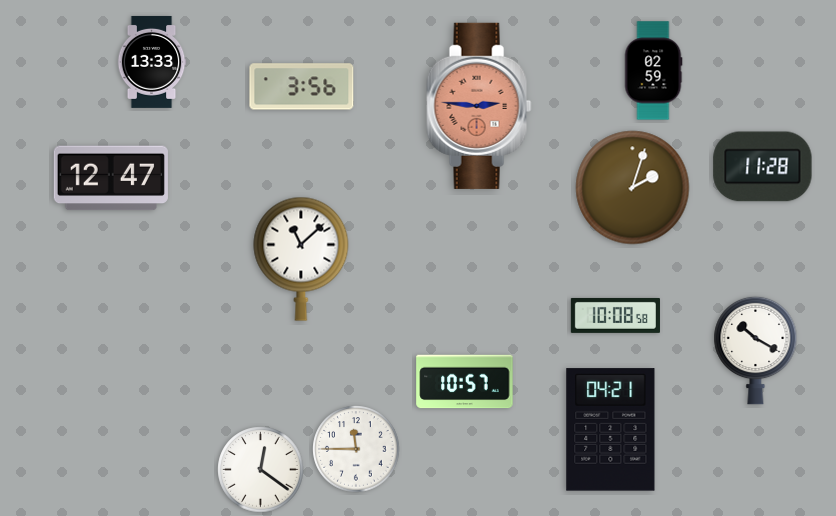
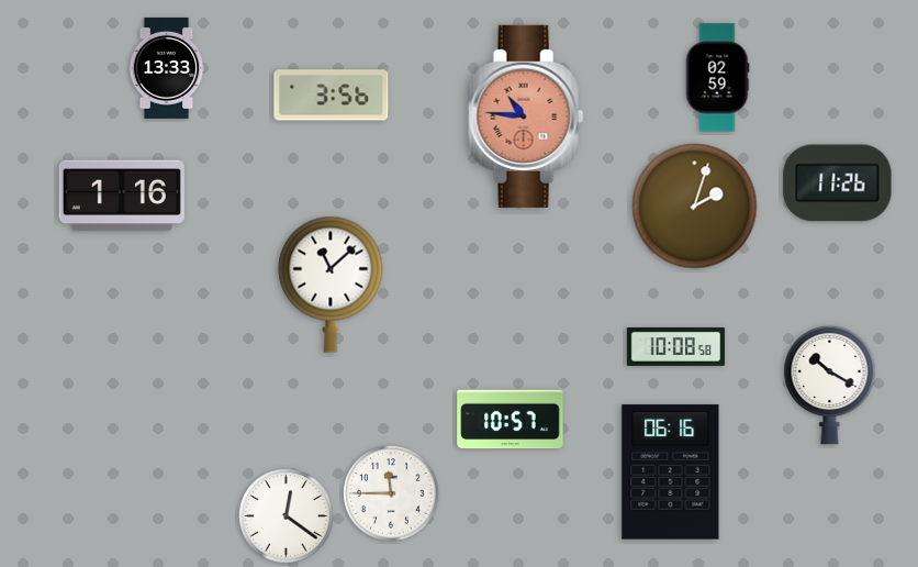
clock at (479, 106): 2:46 -> 10:46
clock at (763, 167): 11:28 -> 11:26
clock at (111, 178): 12:47 -> 1:16
clock at (611, 430): 04:21 -> 06:16
